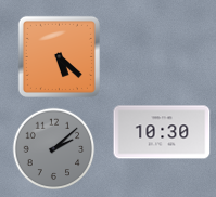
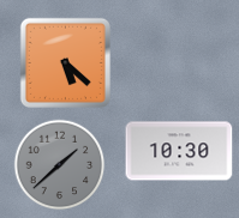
clock at (162, 132) position: (162, 132) -> (179, 151)
clock at (54, 149): 2:08 -> 1:38
